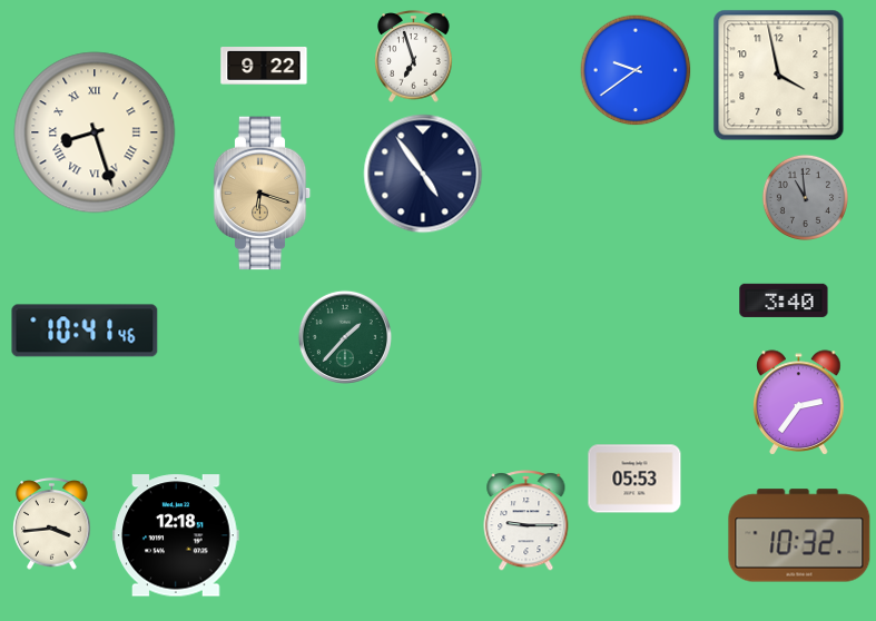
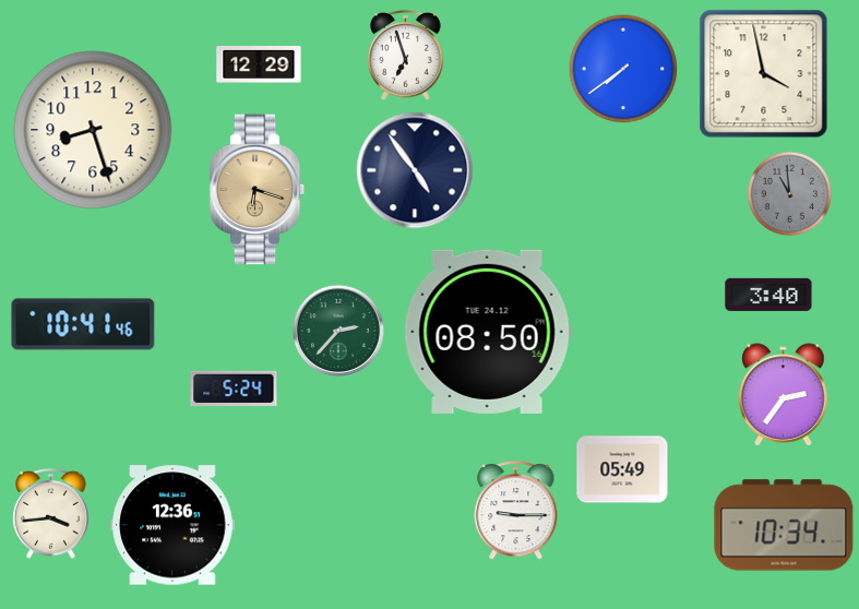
clock at (264, 67): 9:22 -> 12:29
clock at (636, 70): 9:39 -> 7:39
clock at (95, 132) numerals: Roman -> Arabic
clock at (345, 337): 1:37 -> 2:37
clock at (488, 332): none -> 08:50
clock at (234, 387): none -> 5:24
clock at (634, 479): 05:53 -> 05:49
clock at (176, 535): 12:18 -> 12:36
clock at (799, 535): 10:32 -> 10:34
